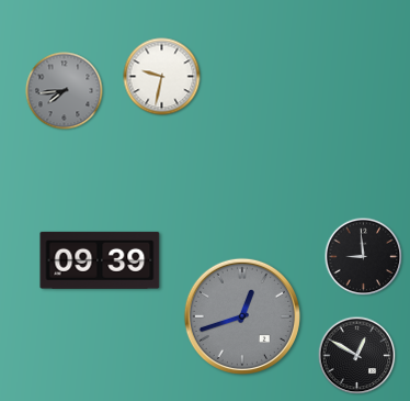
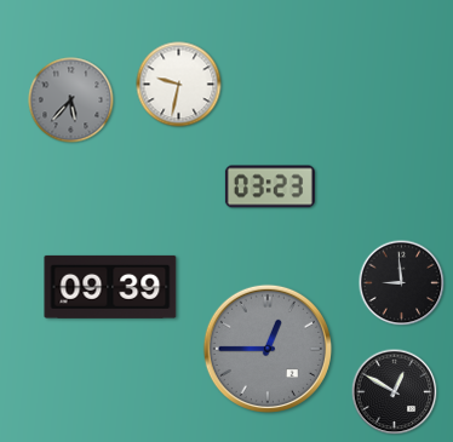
clock at (65, 91): 7:44 -> 5:37
clock at (270, 186): none -> 03:23
clock at (242, 316): 12:42 -> 12:45
